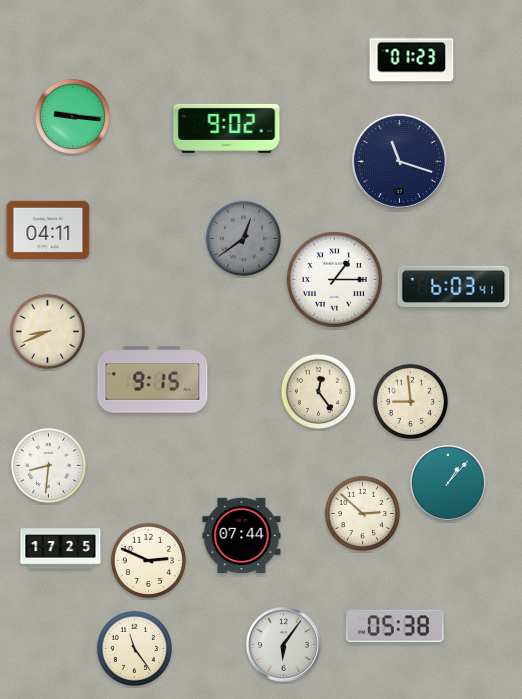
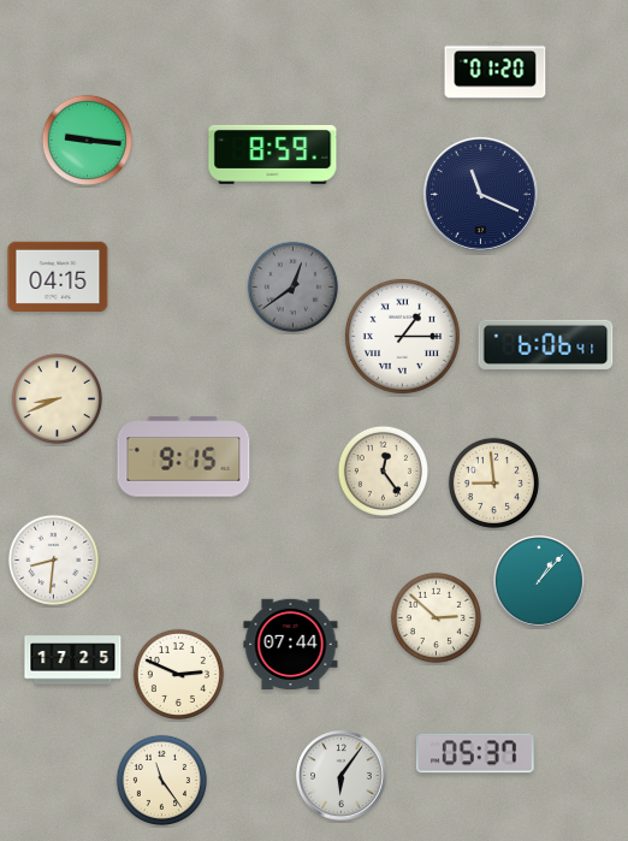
clock at (412, 59): 01:23 -> 01:20
clock at (227, 128): 9:02 -> 8:59
clock at (399, 161): 11:18 -> 11:19
clock at (48, 229): 04:11 -> 04:15
clock at (454, 286): 6:03 -> 6:06
clock at (48, 465) position: (48, 465) -> (53, 559)
clock at (395, 626): 05:38 -> 05:37
